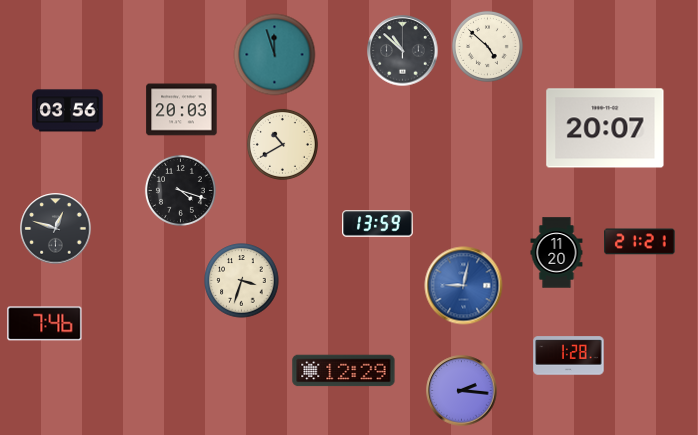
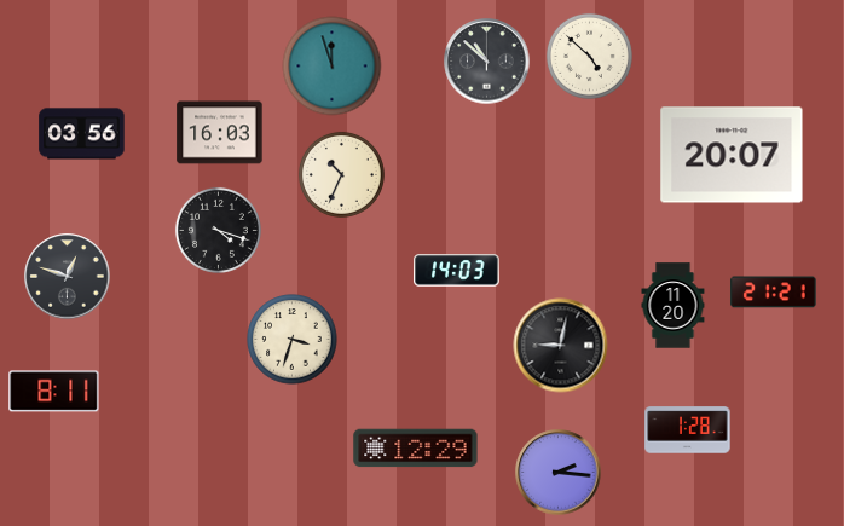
clock at (182, 110): 20:03 -> 16:03
clock at (282, 144): 10:40 -> 10:34
clock at (378, 224): 13:59 -> 14:03
clock at (464, 286) dial: blue -> black
clock at (45, 324): 7:46 -> 8:11
